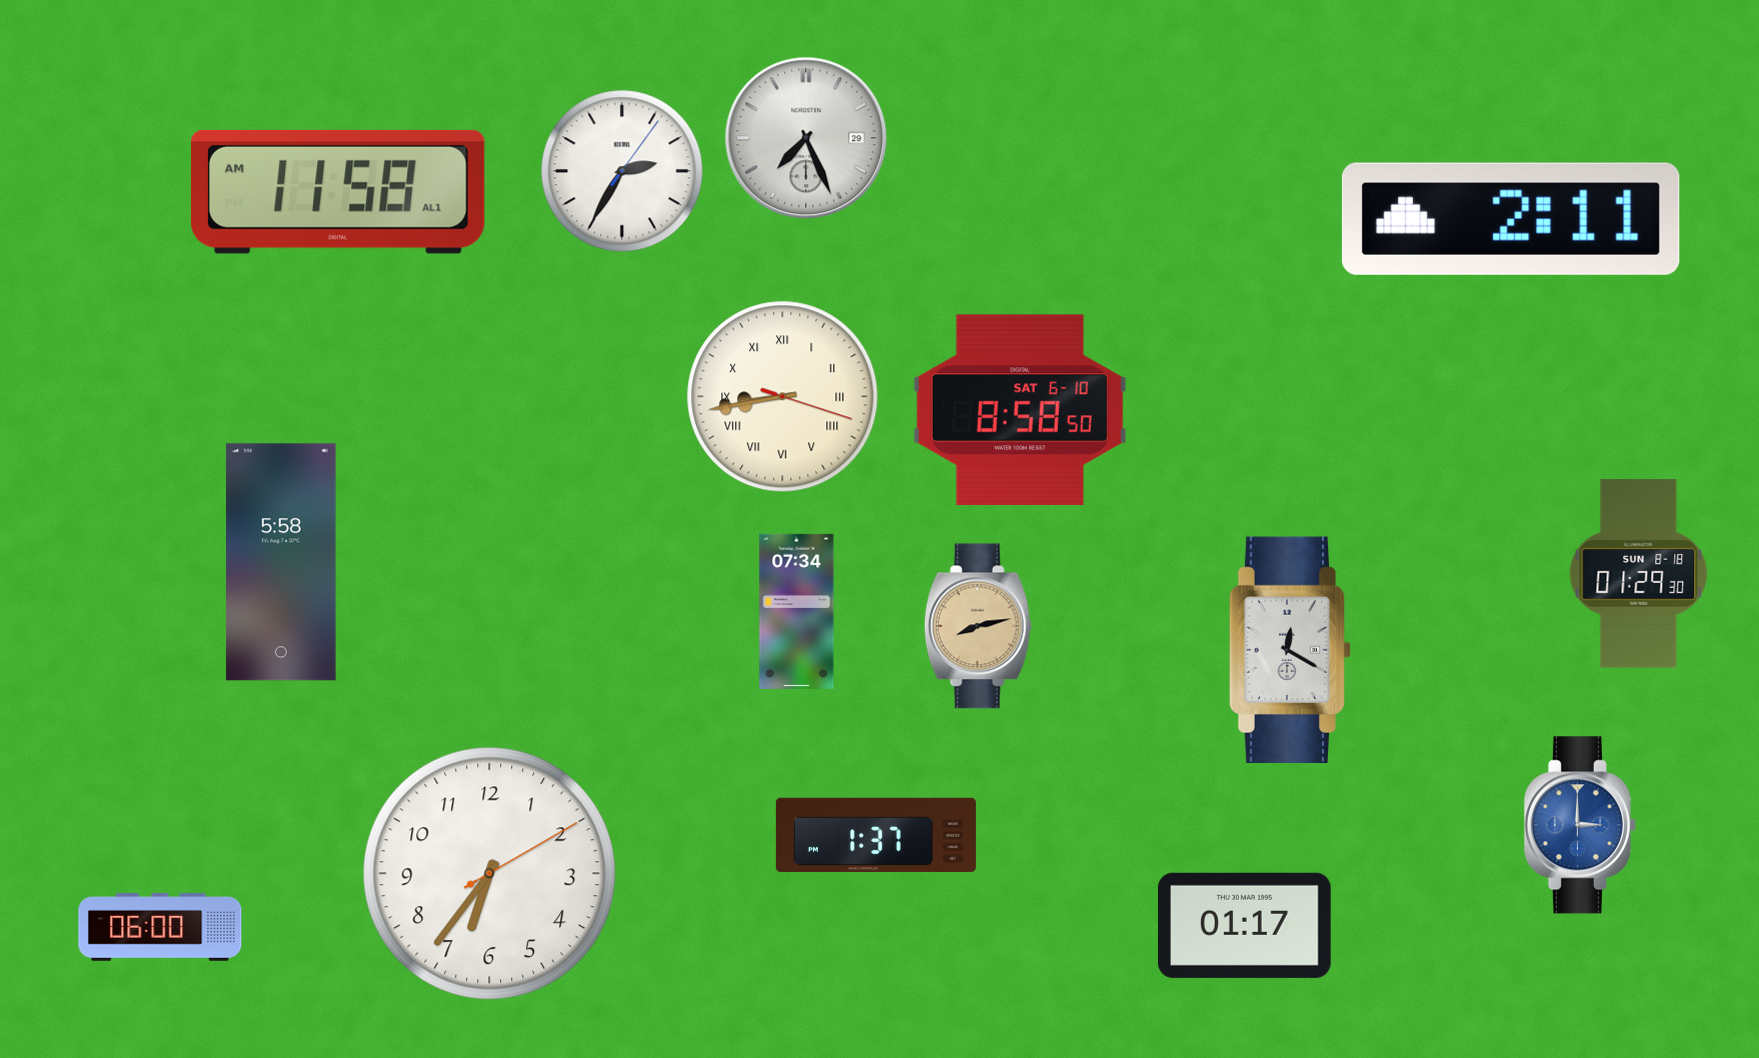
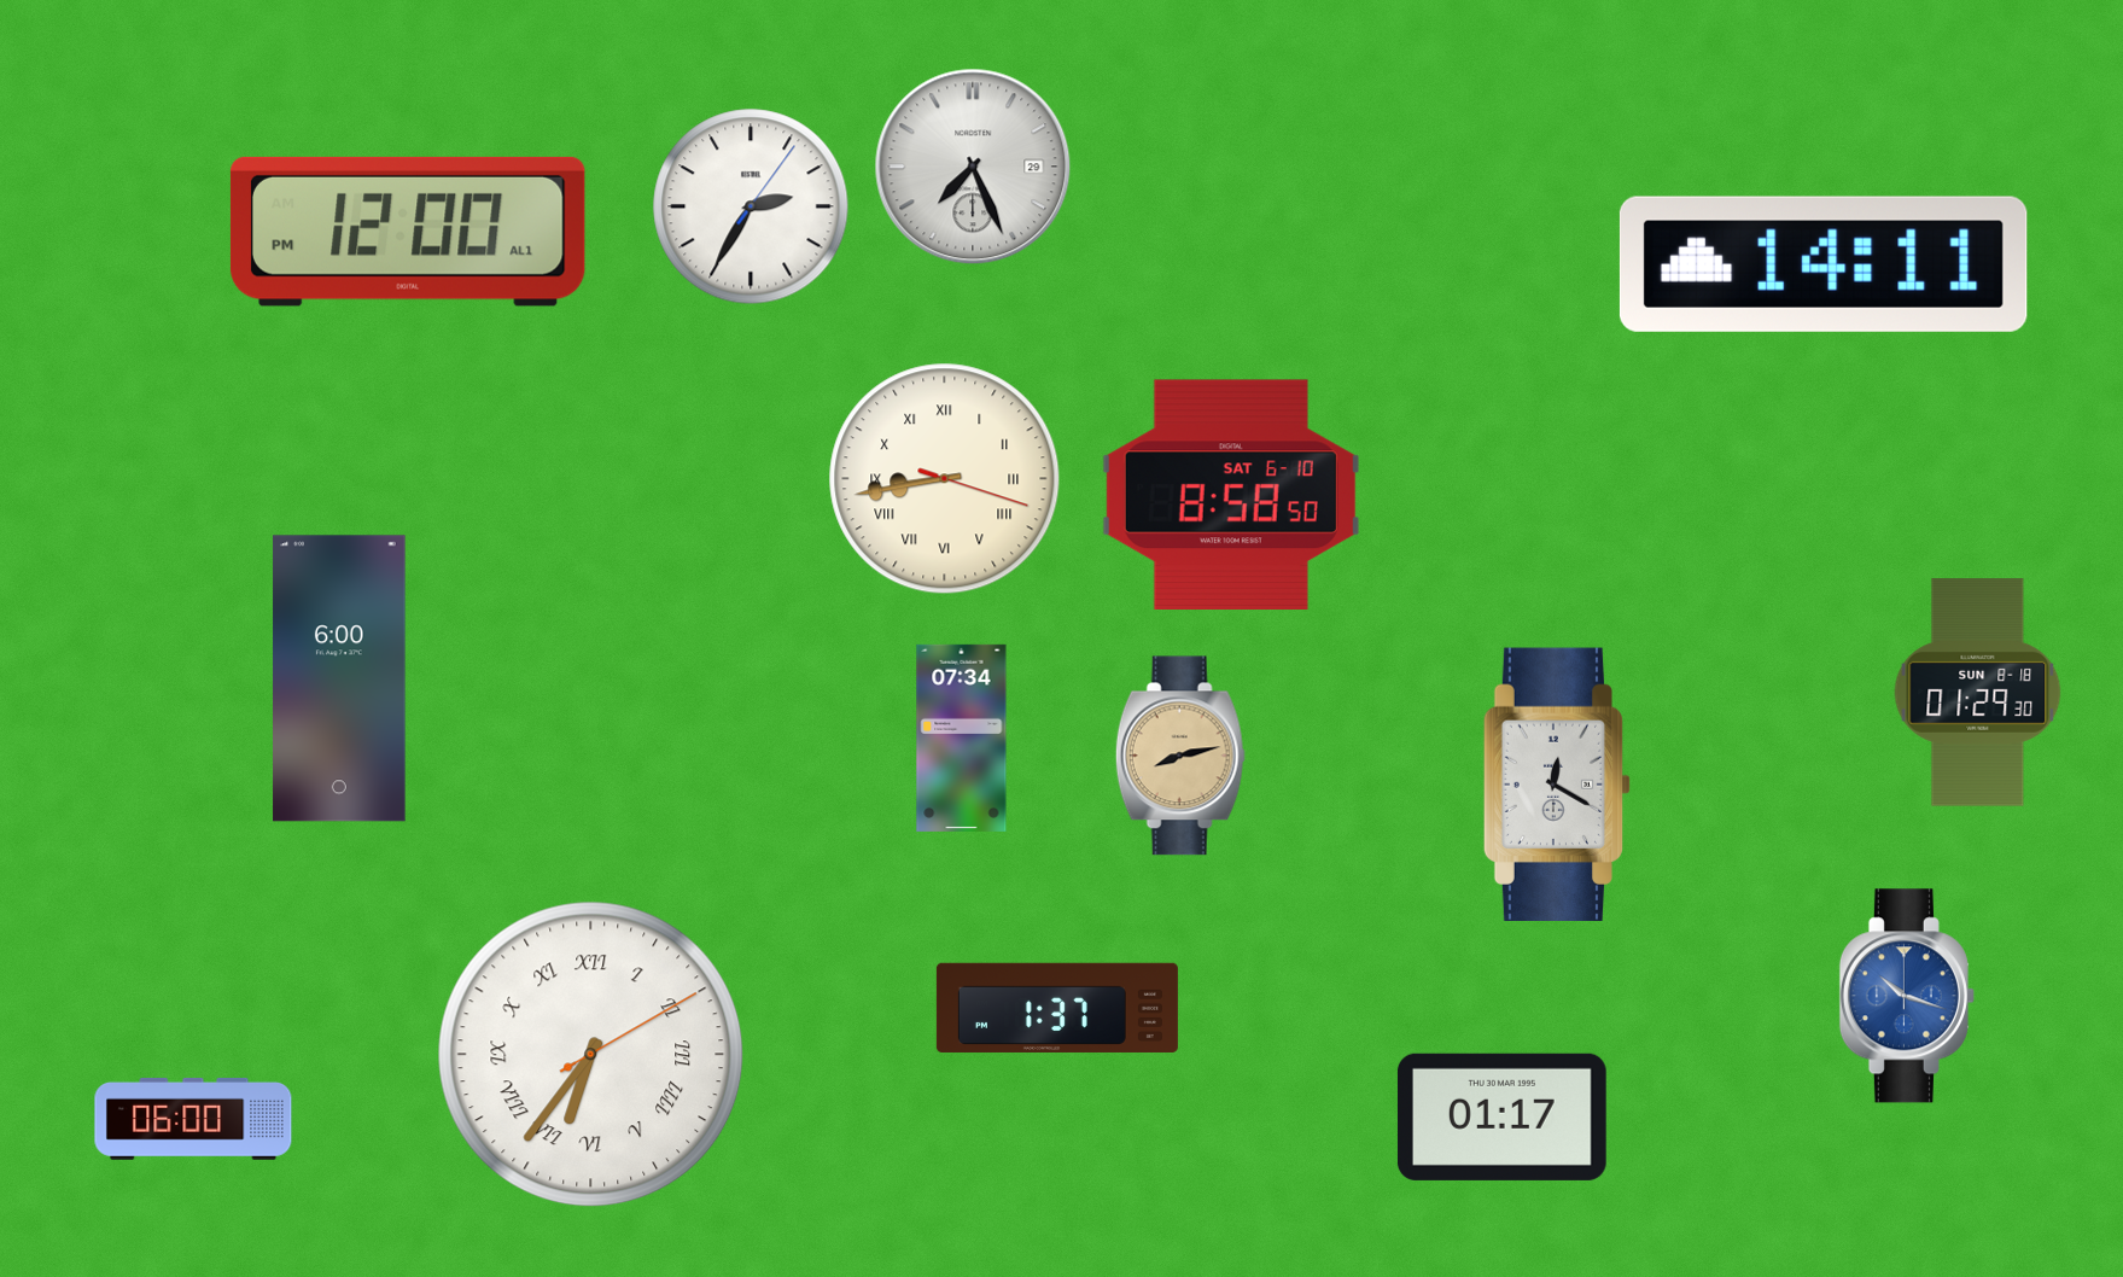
clock at (338, 192): 11:58 -> 12:00
clock at (1511, 219): 2:11 -> 14:11
clock at (281, 562): 5:58 -> 6:00
clock at (1580, 825): 3:00 -> 10:18
clock at (490, 874) numerals: Arabic -> Roman
